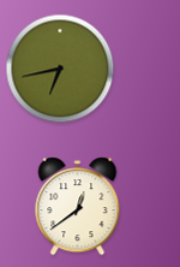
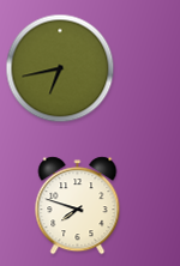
clock at (78, 207): 12:39 -> 7:48
